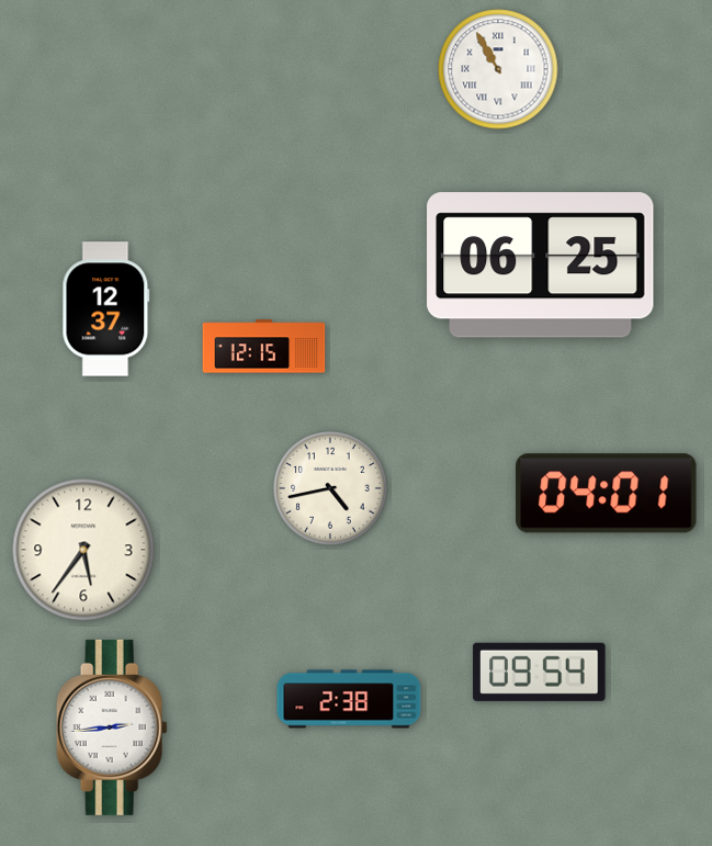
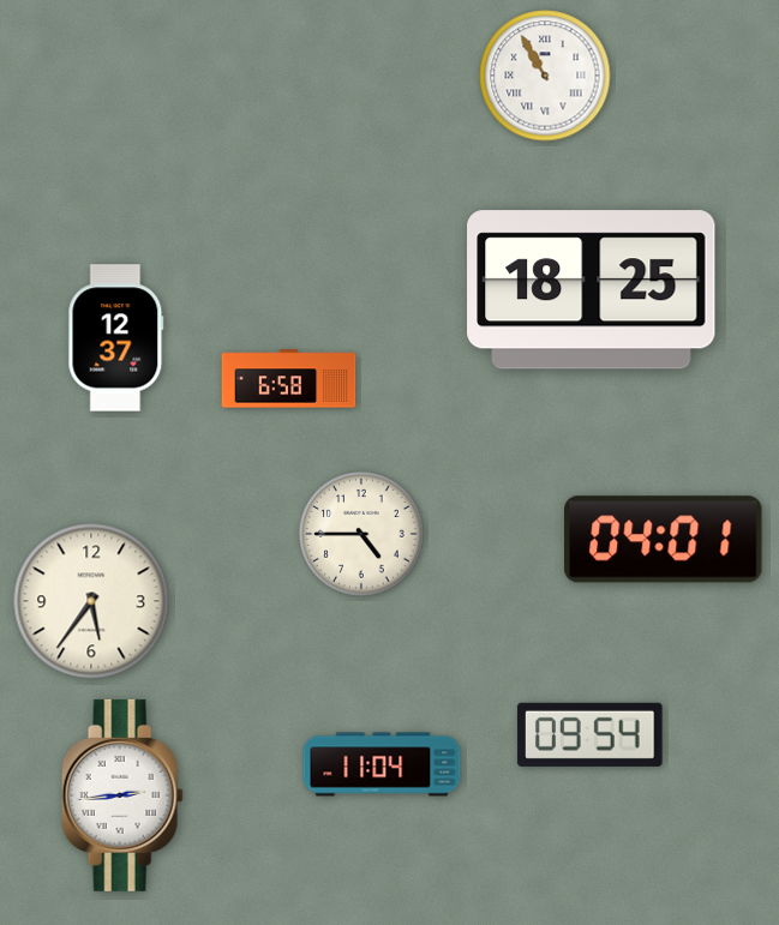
clock at (541, 266): 06:25 -> 18:25
clock at (264, 347): 12:15 -> 6:58
clock at (330, 488): 4:43 -> 4:45
clock at (349, 699): 2:38 -> 11:04
